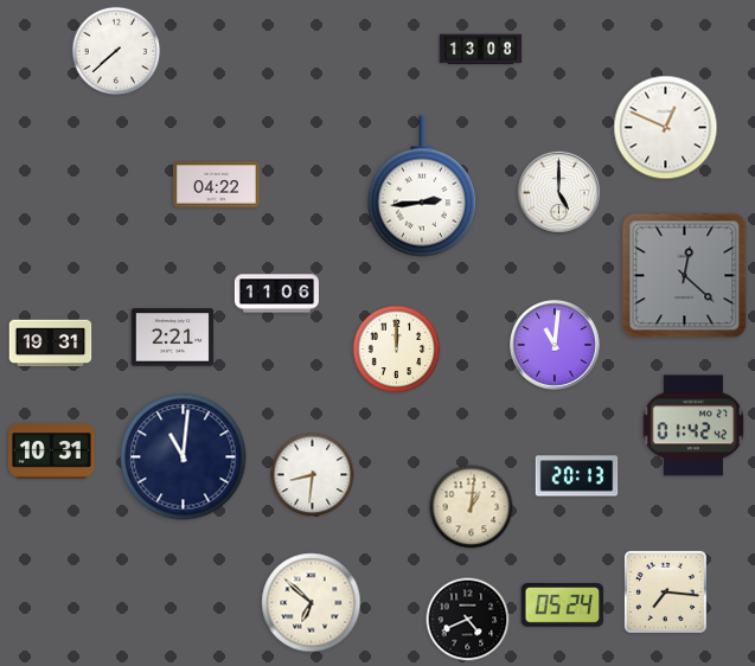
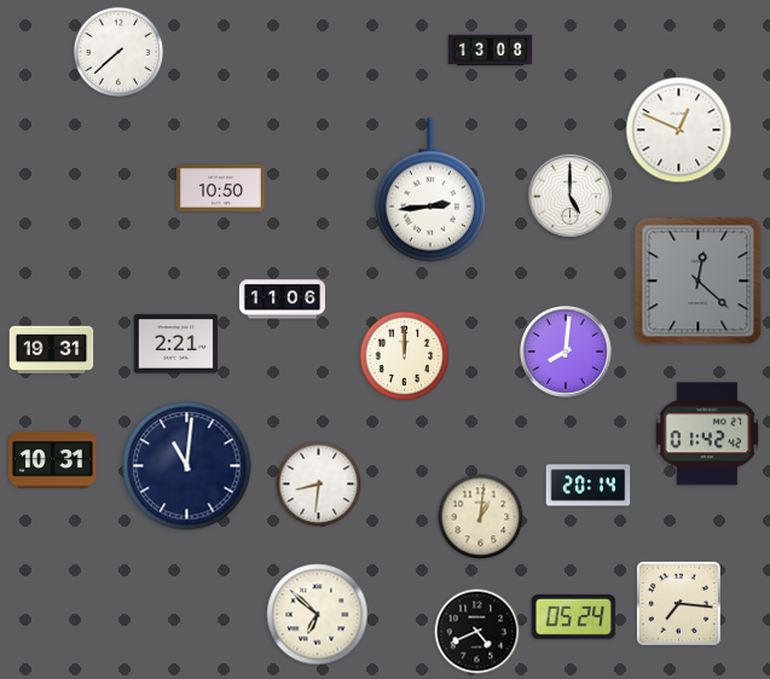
clock at (217, 185): 04:22 -> 10:50
clock at (556, 346): 11:01 -> 8:01
clock at (577, 476): 20:13 -> 20:14
